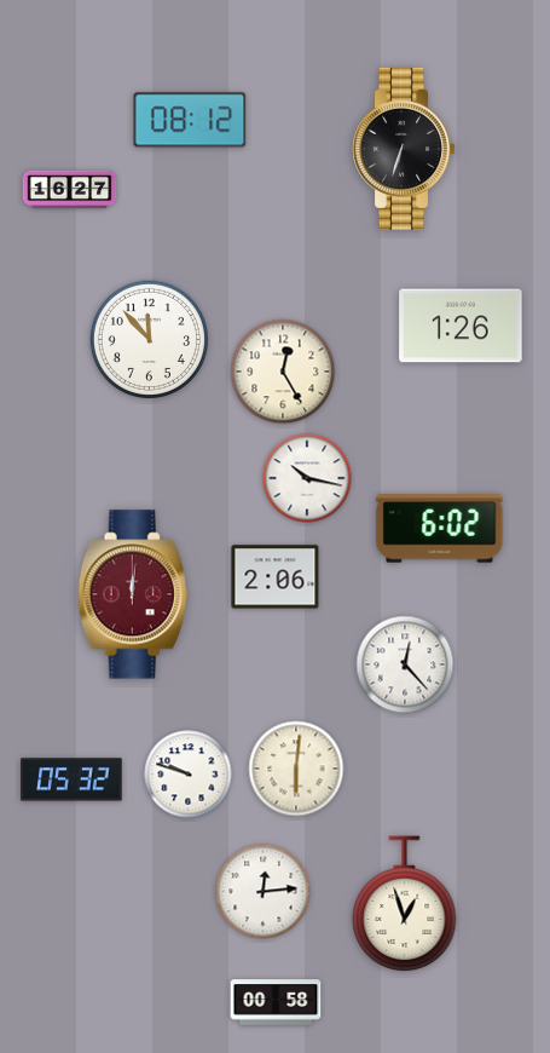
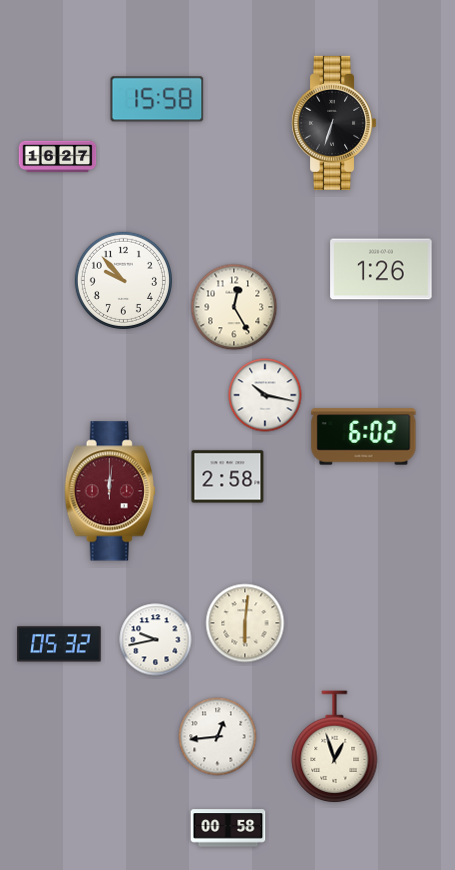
clock at (190, 120): 08:12 -> 15:58
clock at (149, 339): 11:53 -> 9:53
clock at (307, 478) position: (307, 478) -> (265, 395)
clock at (276, 577): 2:06 -> 2:58
clock at (405, 664): 12:23 -> none
clock at (296, 769) position: (296, 769) -> (245, 623)
clock at (189, 775): 9:48 -> 9:43
clock at (264, 892): 12:14 -> 12:44
